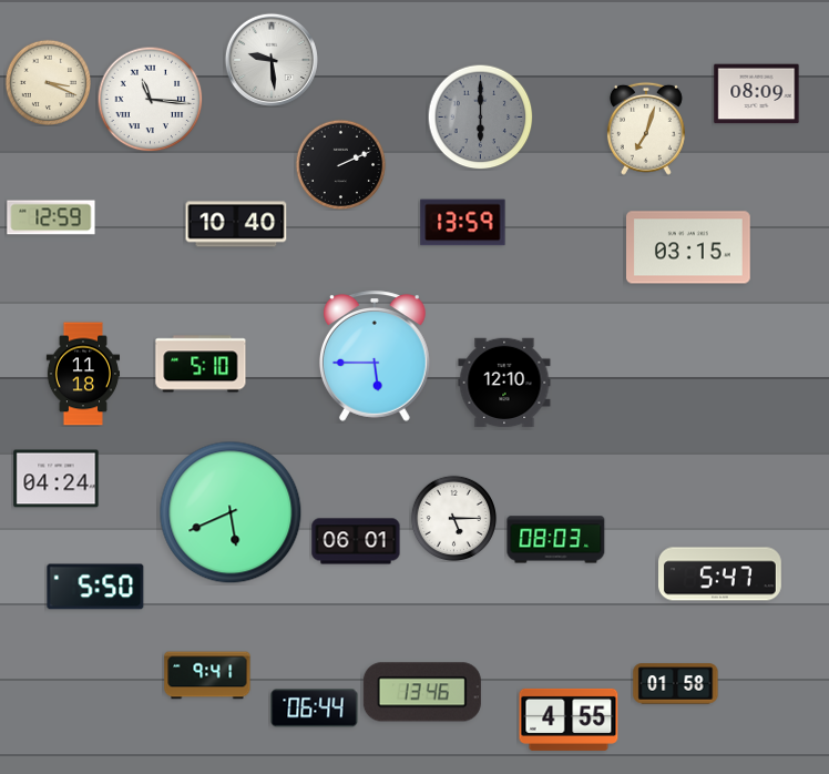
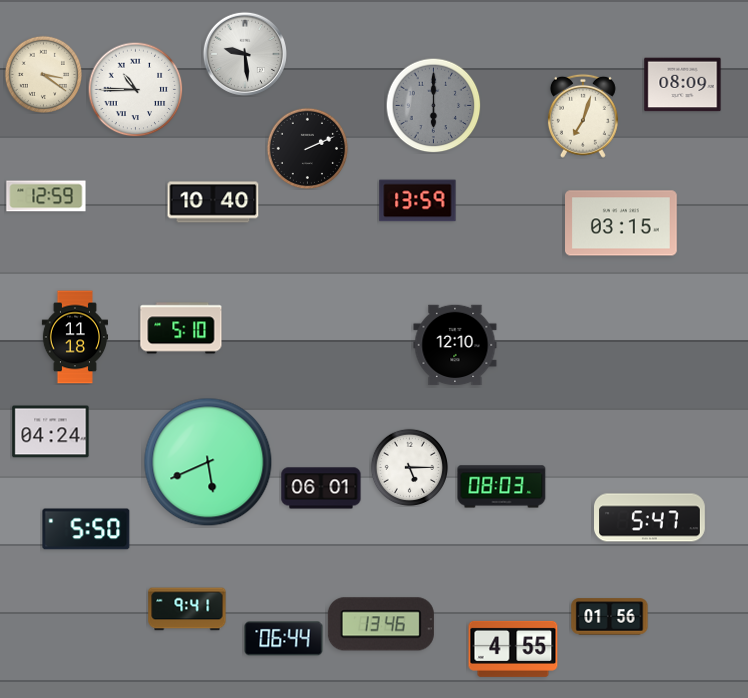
clock at (48, 82): 3:19 -> 3:21
clock at (150, 99): 11:16 -> 10:45
clock at (375, 356): 5:45 -> none
clock at (676, 684): 01:58 -> 01:56
